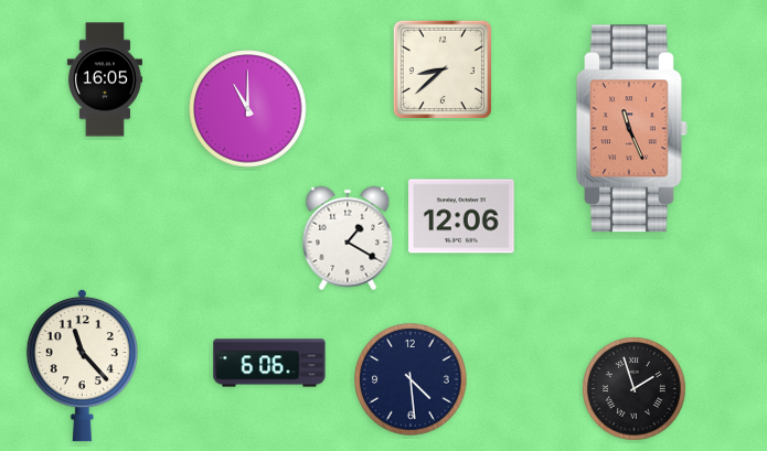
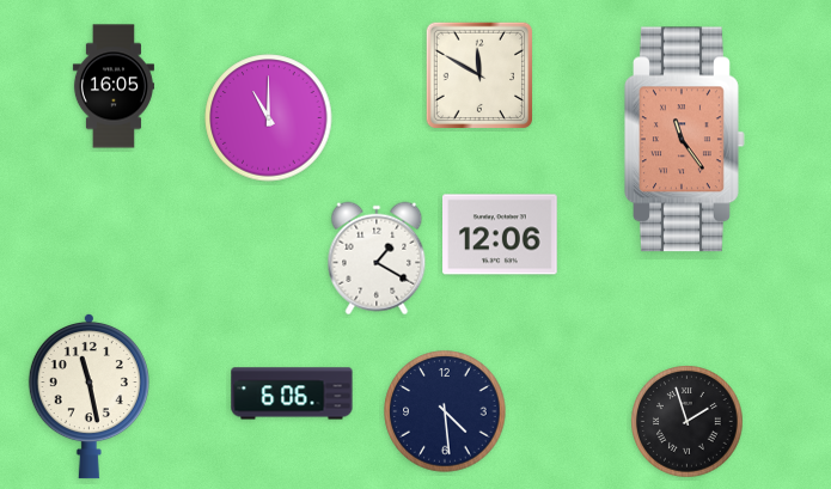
clock at (441, 68): 8:38 -> 11:50
clock at (632, 129): 11:26 -> 11:24
clock at (82, 365): 11:23 -> 11:28
